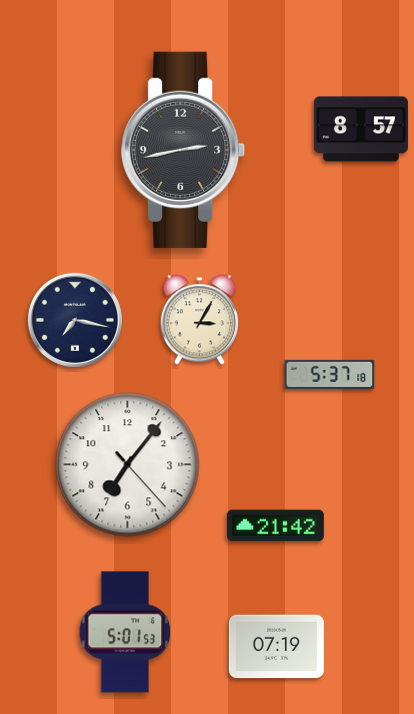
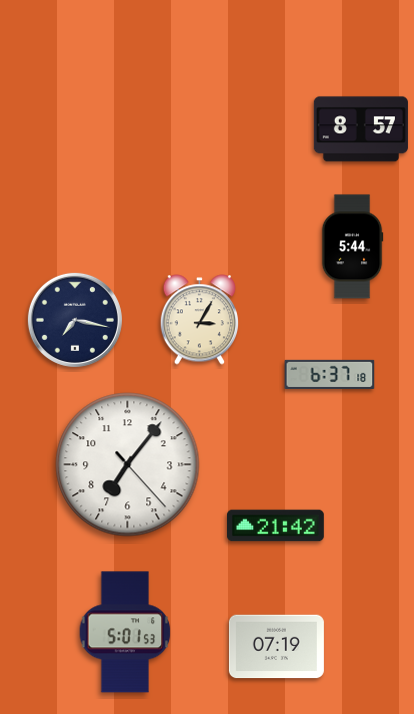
clock at (184, 150): 2:43 -> none
clock at (352, 247): none -> 5:44
clock at (330, 374): 5:37 -> 6:37
